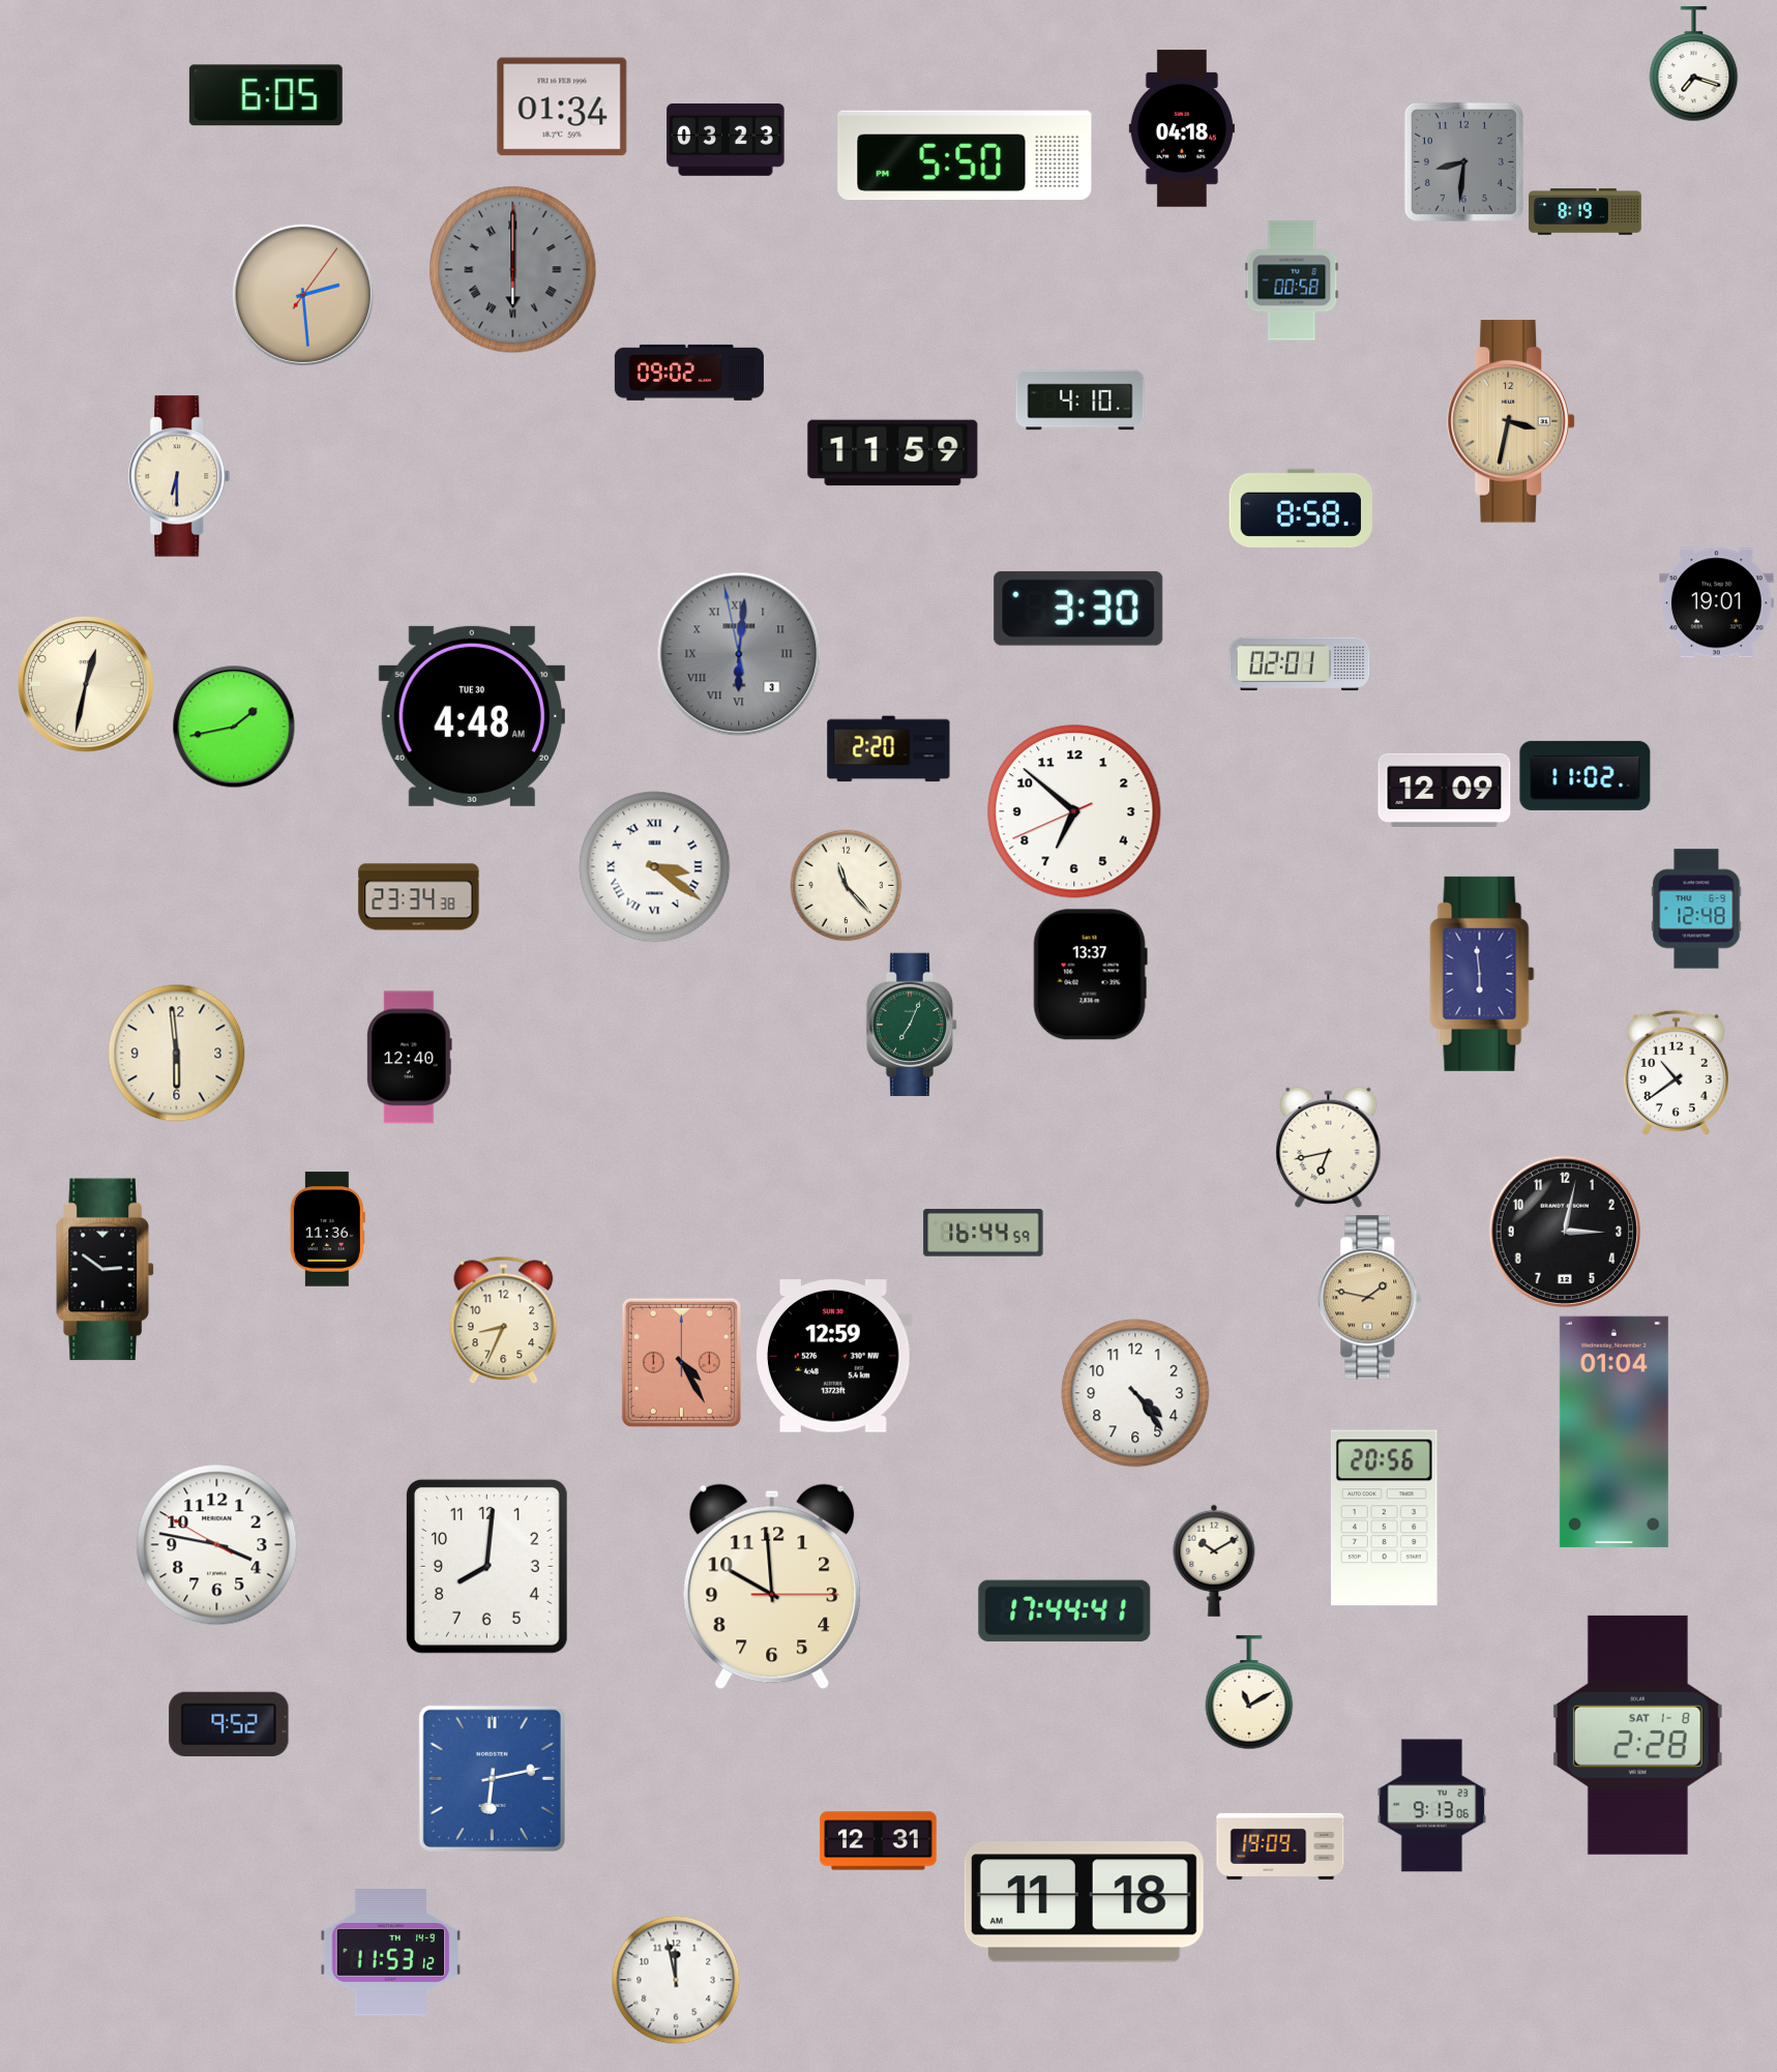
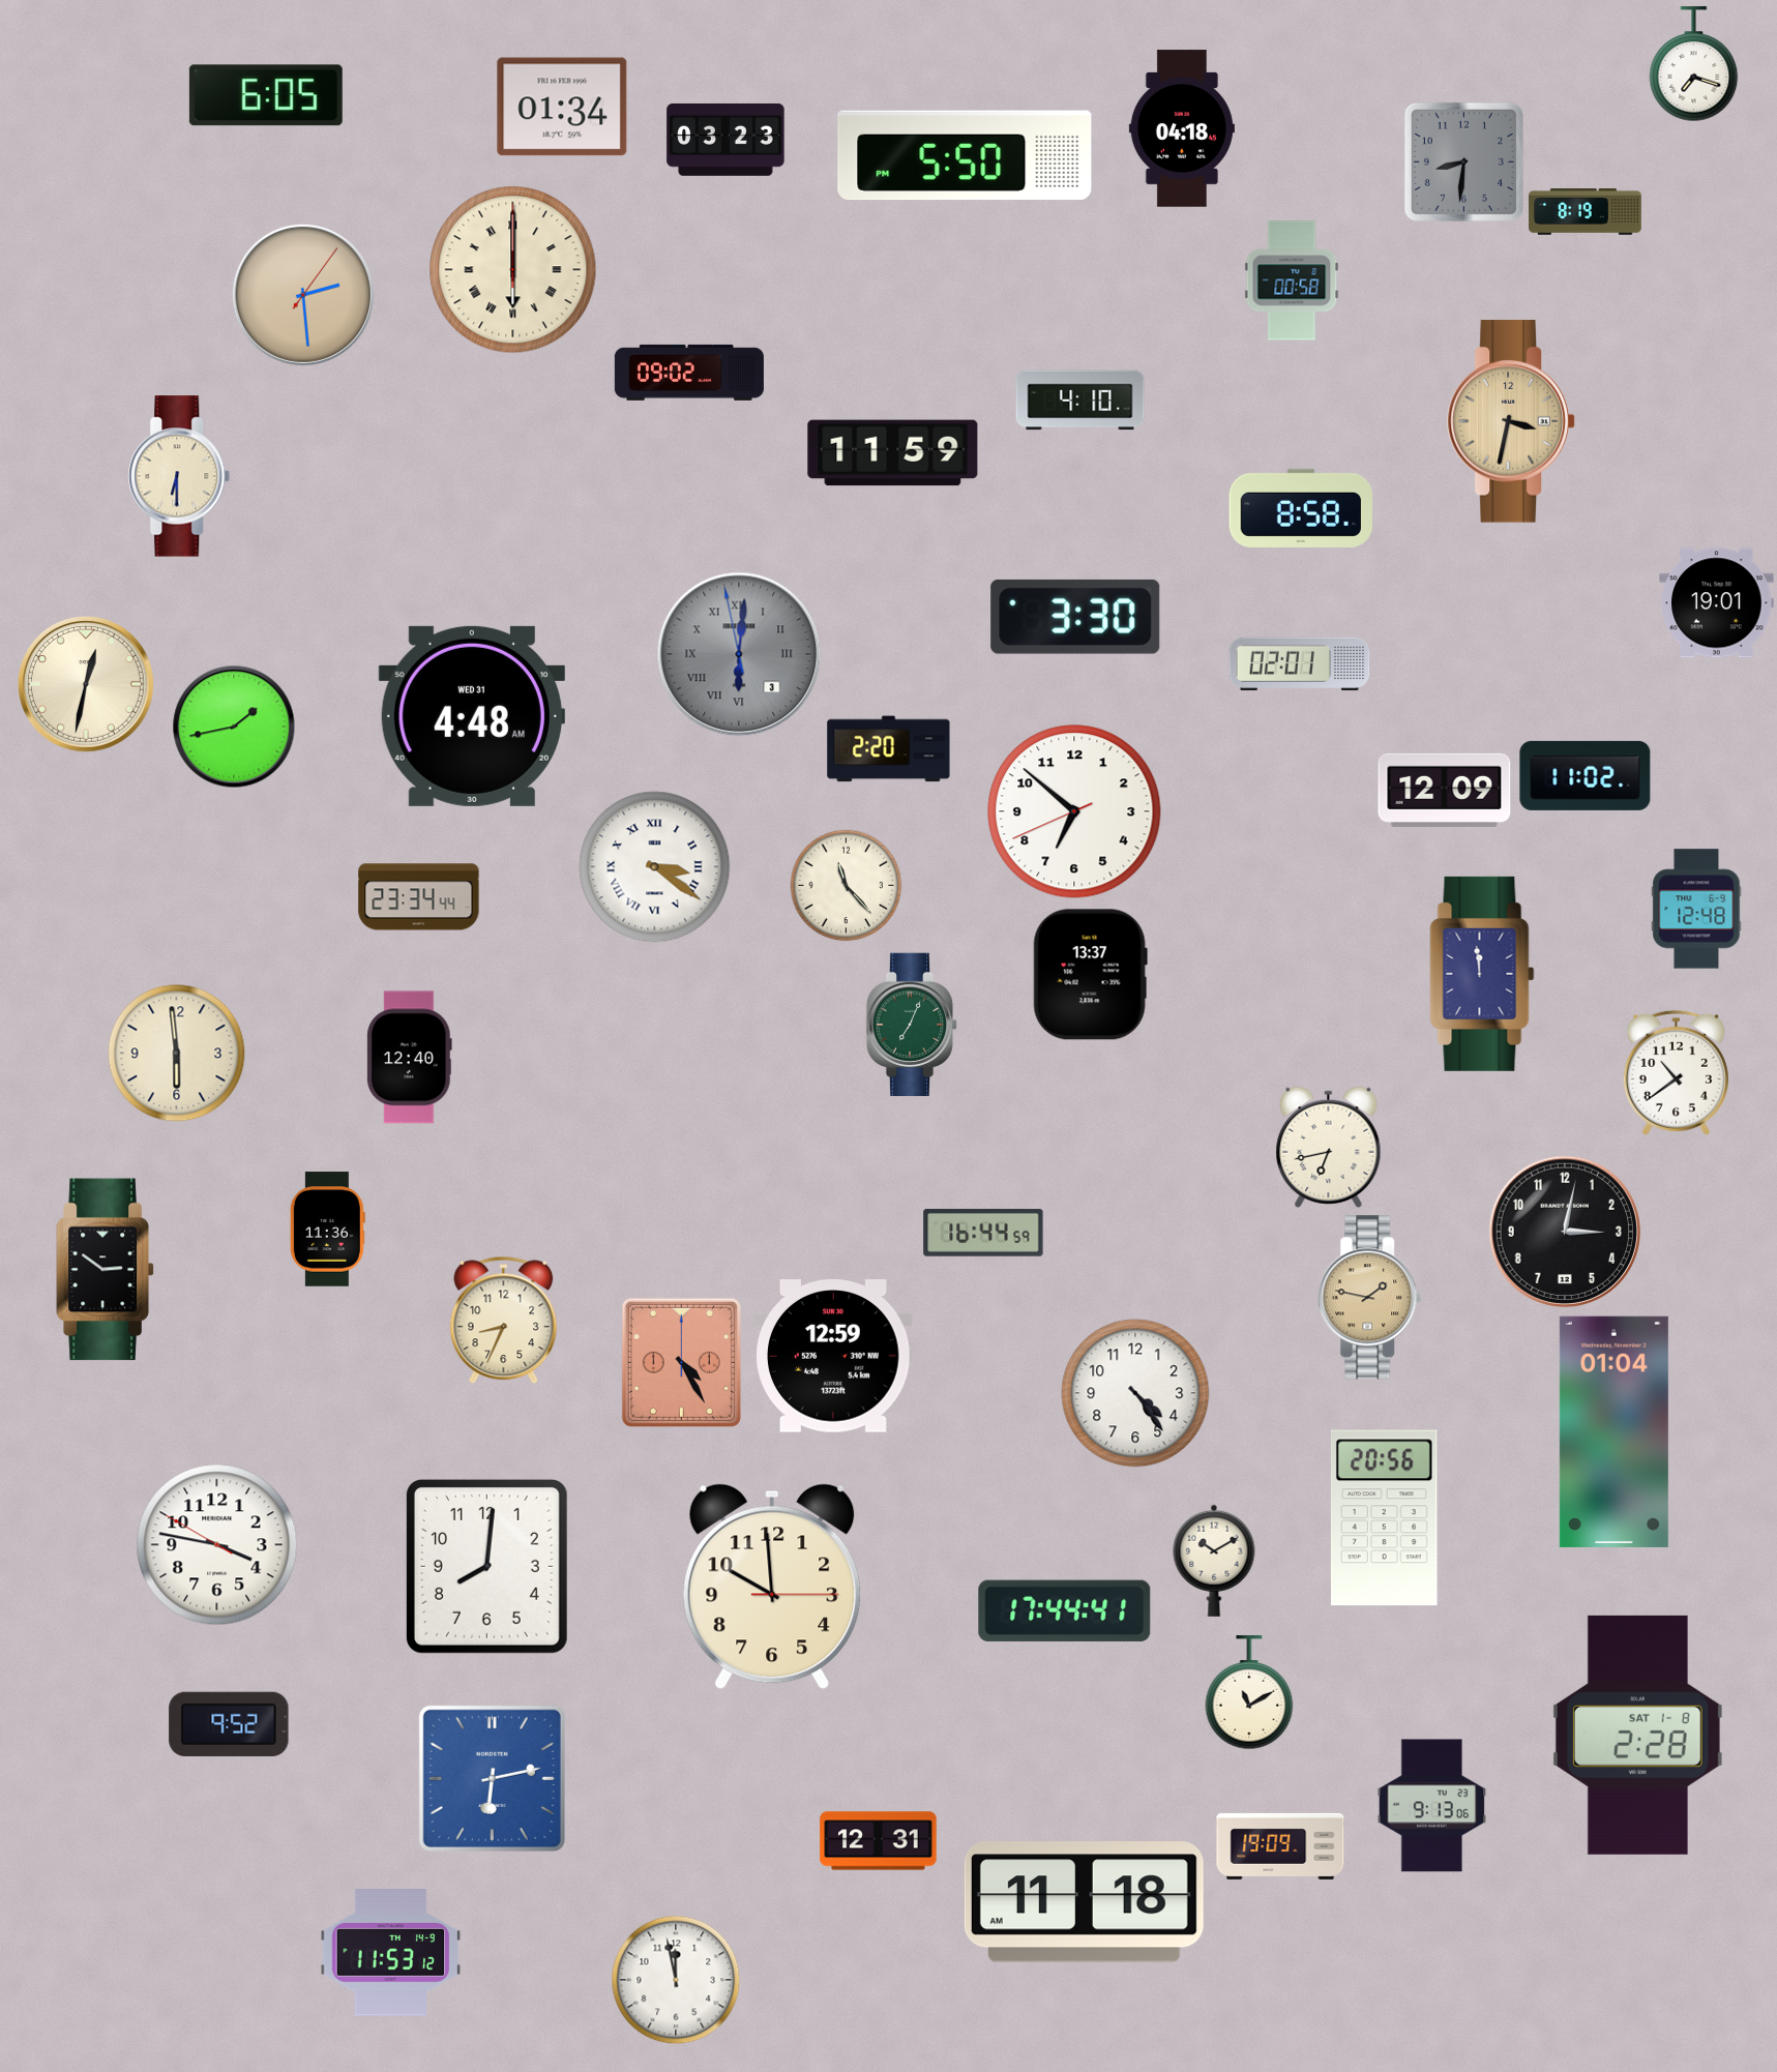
clock at (513, 270) dial: grey -> cream
clock at (1078, 609) position: (1078, 609) -> (1075, 617)
clock at (472, 716) date: TUE 30 -> WED 31
clock at (419, 897): 23:34:38 -> 23:34:44
clock at (1482, 974): 5:59 -> 11:59
